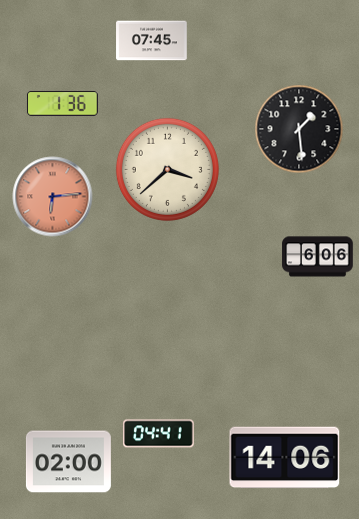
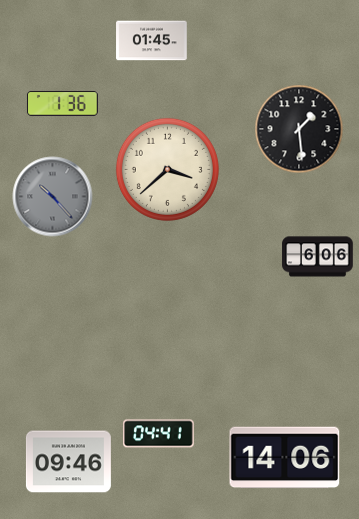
clock at (152, 41): 07:45 -> 01:45
clock at (53, 197): 6:14 -> 10:23
clock at (53, 197) dial: salmon -> grey
clock at (68, 462): 02:00 -> 09:46
